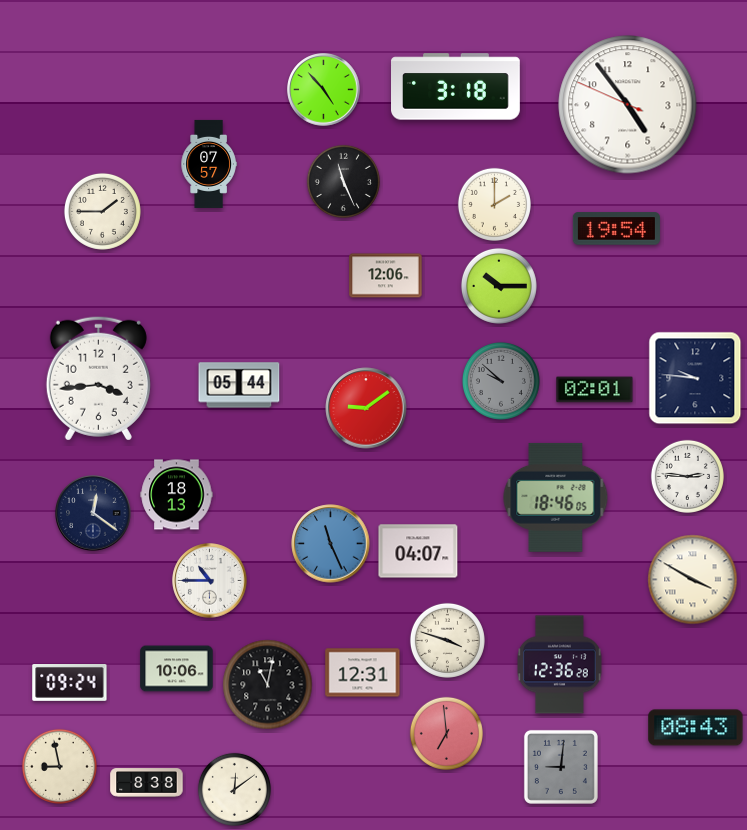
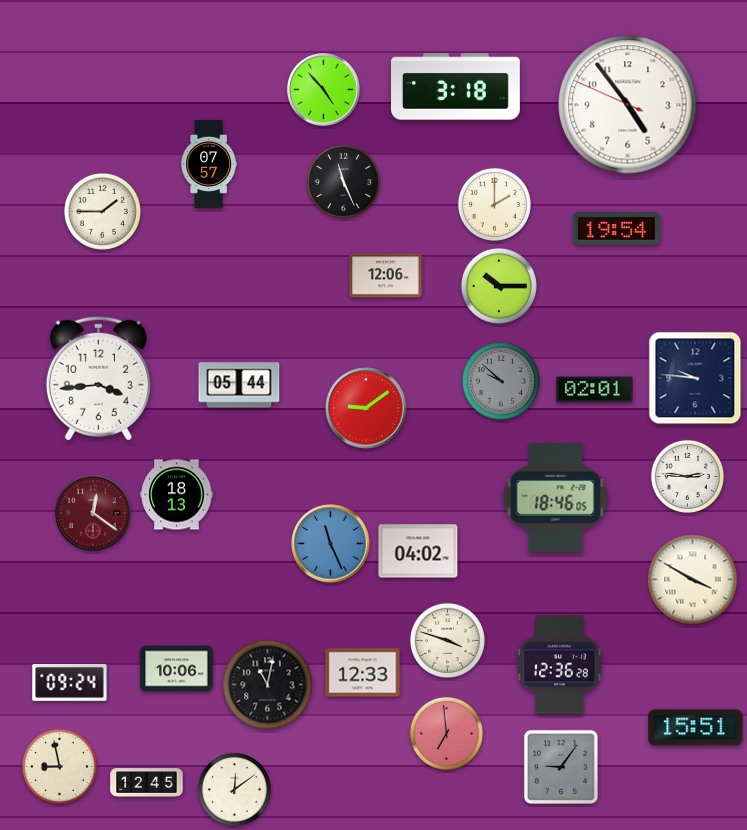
clock at (93, 513) dial: navy -> burgundy
clock at (418, 551): 04:07 -> 04:02
clock at (210, 581): 10:45 -> none
clock at (363, 673): 12:31 -> 12:33
clock at (696, 728): 08:43 -> 15:51
clock at (561, 767): 9:01 -> 9:06
clock at (147, 783): 8:38 -> 12:45
